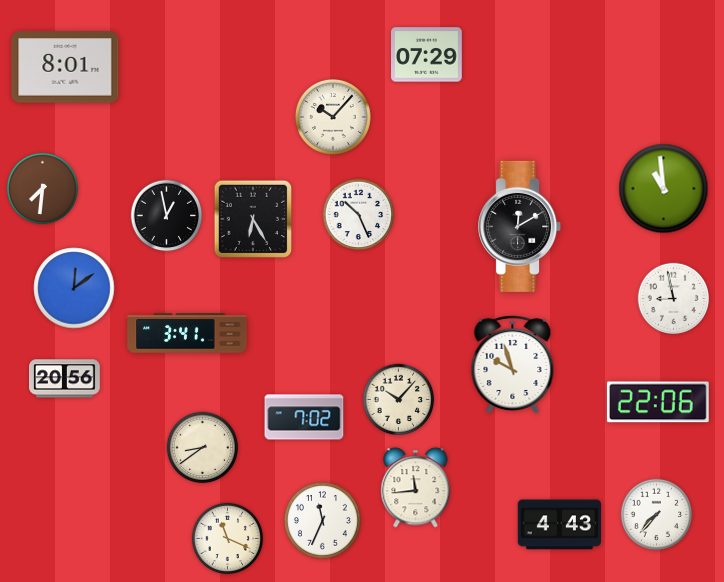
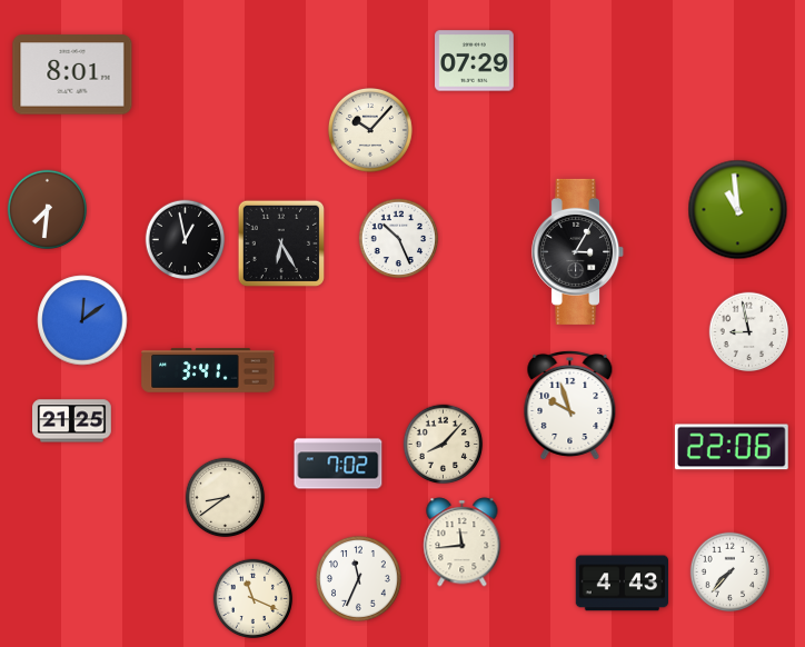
clock at (520, 226): 12:10 -> 3:05
clock at (65, 379): 20:56 -> 21:25
clock at (399, 400): 10:07 -> 8:07
